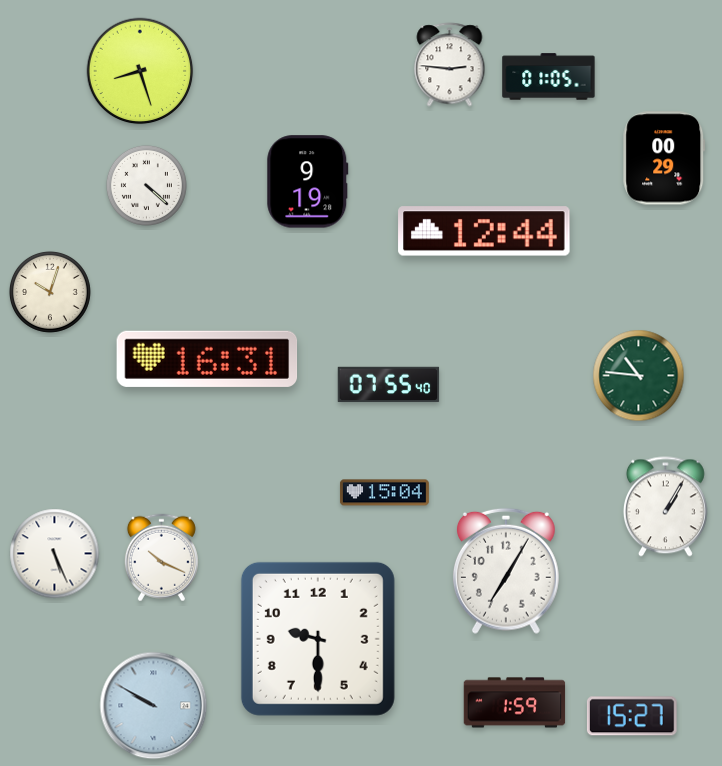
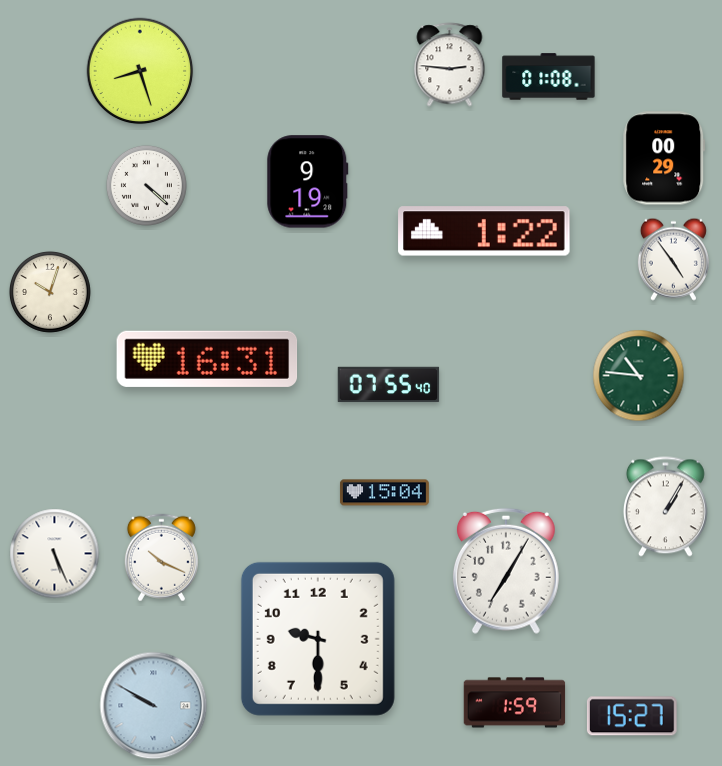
clock at (549, 77): 01:05 -> 01:08
clock at (484, 231): 12:44 -> 1:22
clock at (673, 259): none -> 4:54
